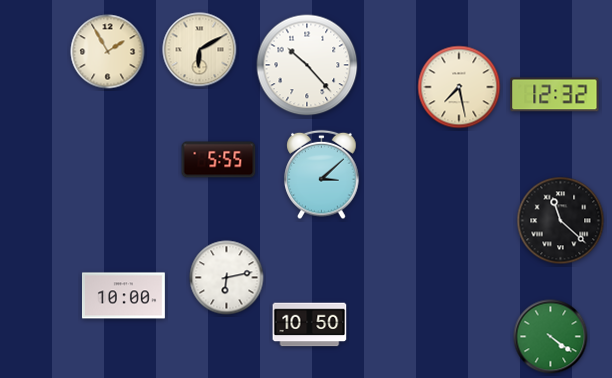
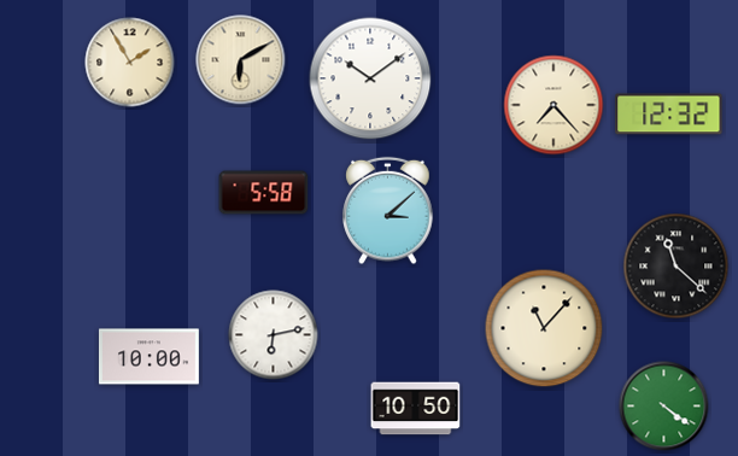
clock at (307, 65): 10:23 -> 10:09
clock at (459, 87): 7:28 -> 7:23
clock at (219, 160): 5:55 -> 5:58
clock at (544, 328): none -> 11:07
clock at (310, 325) position: (310, 325) -> (416, 409)
